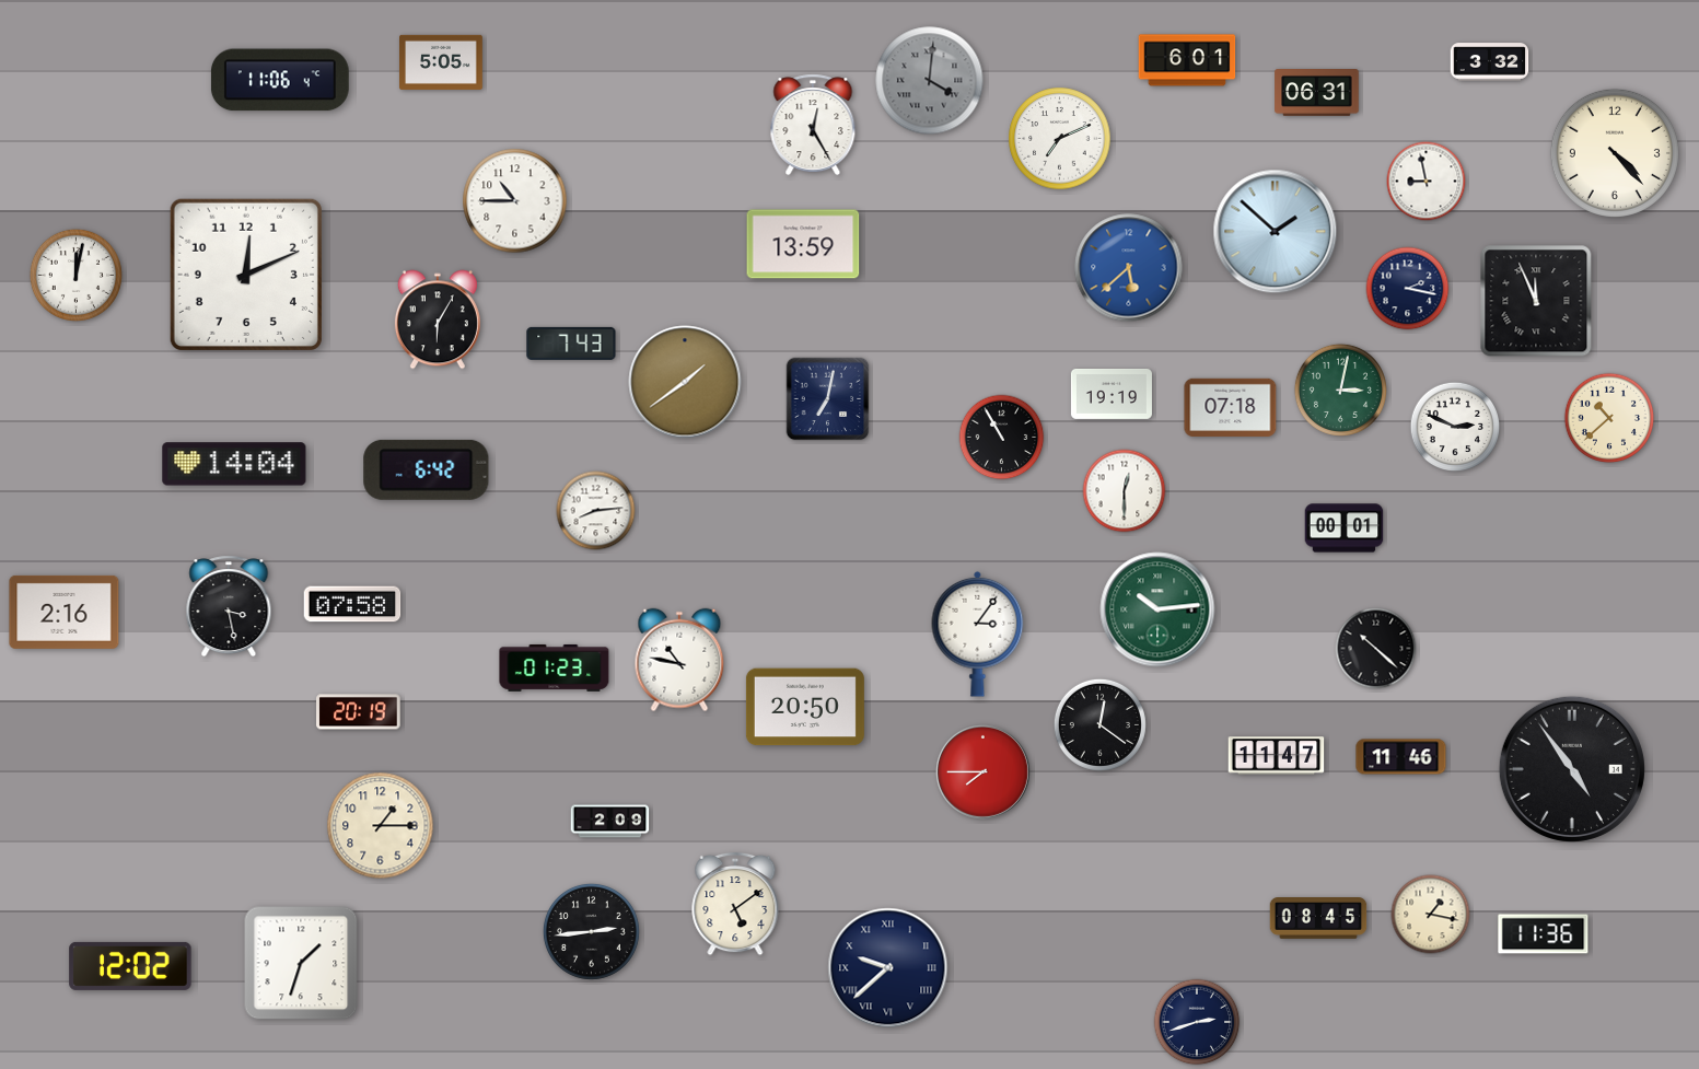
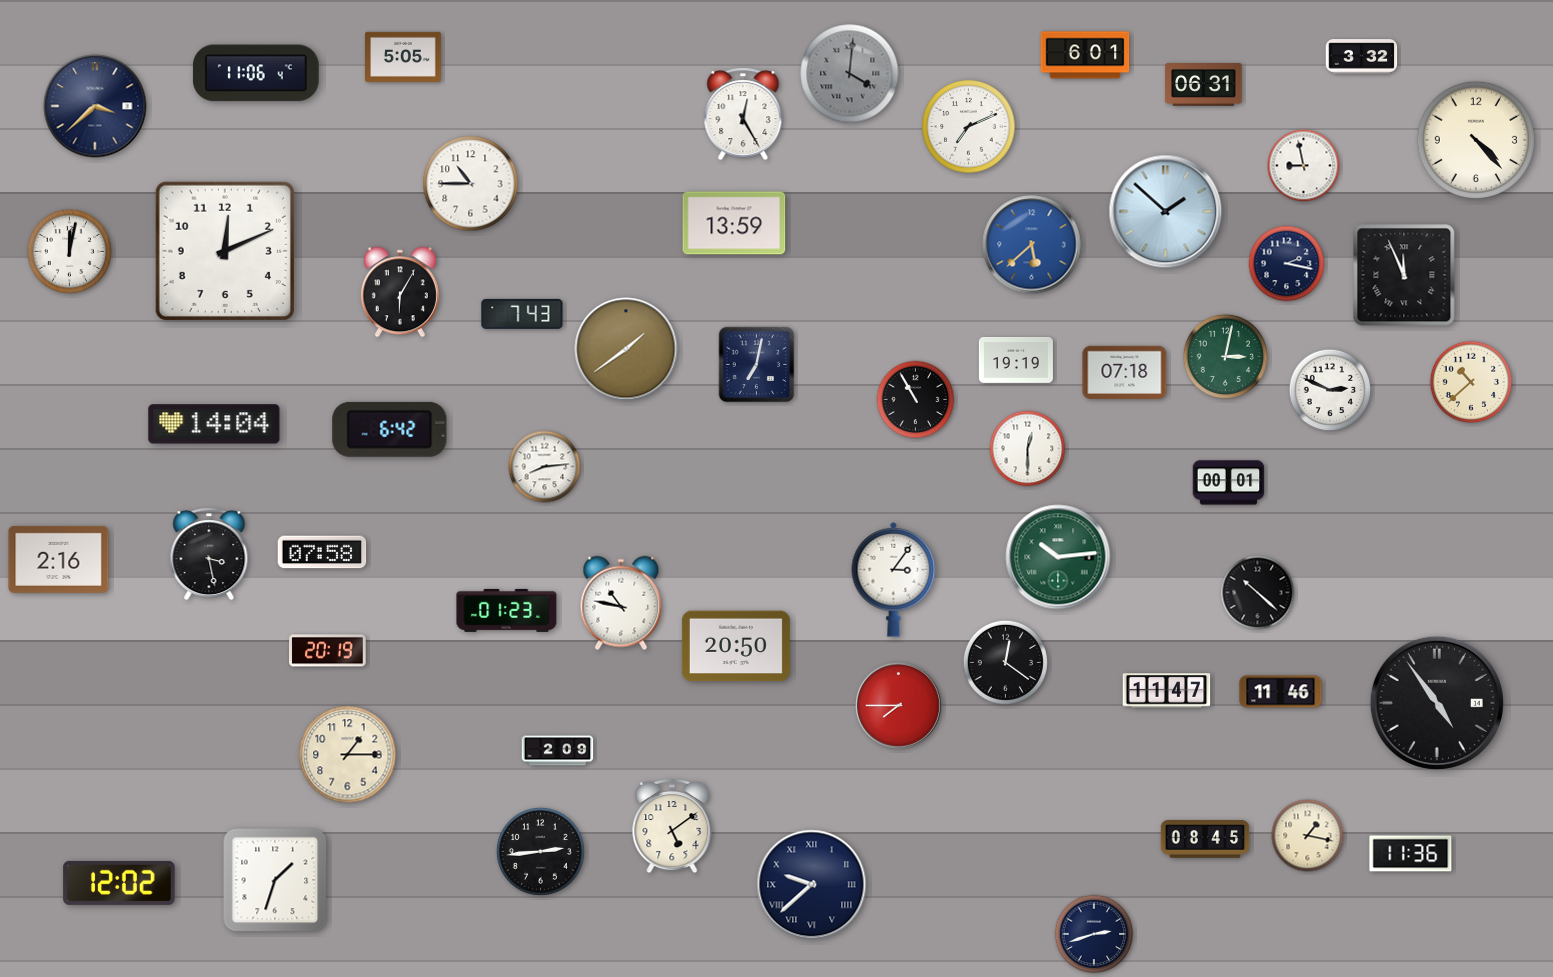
clock at (95, 106): none -> 3:38
